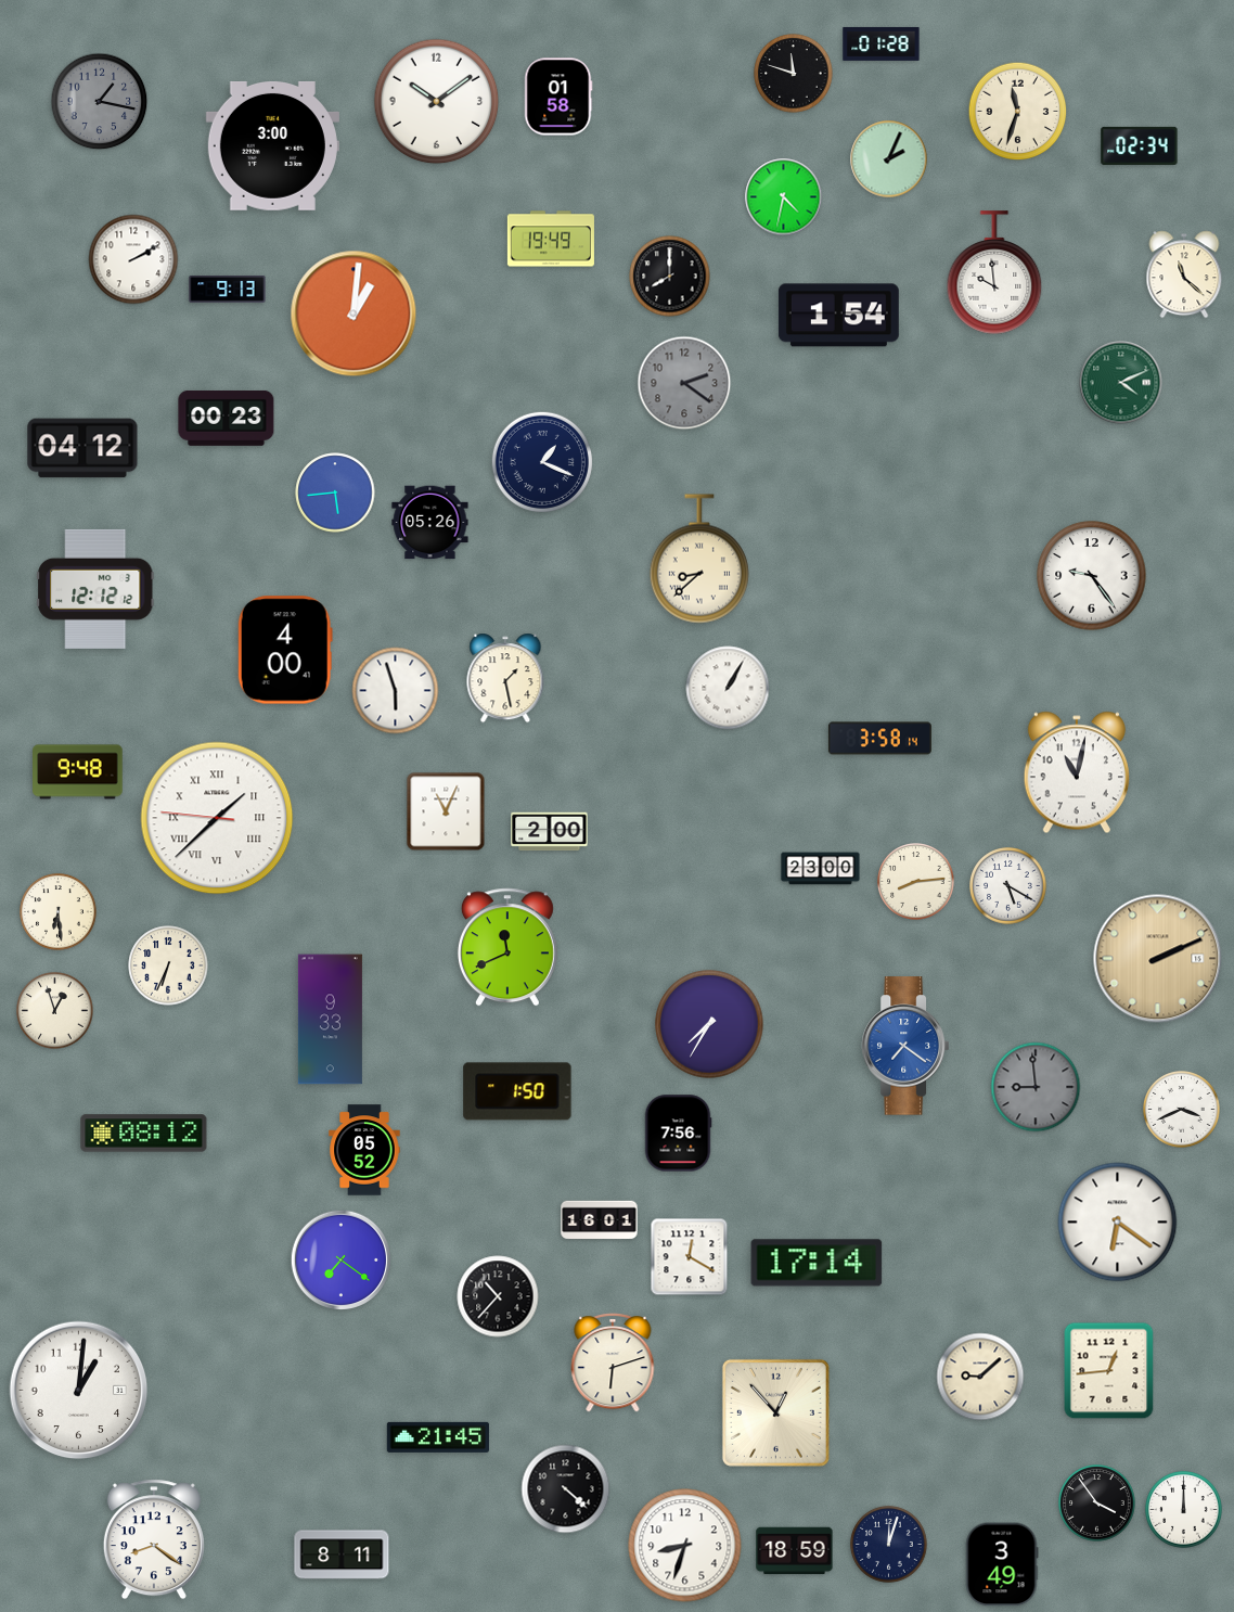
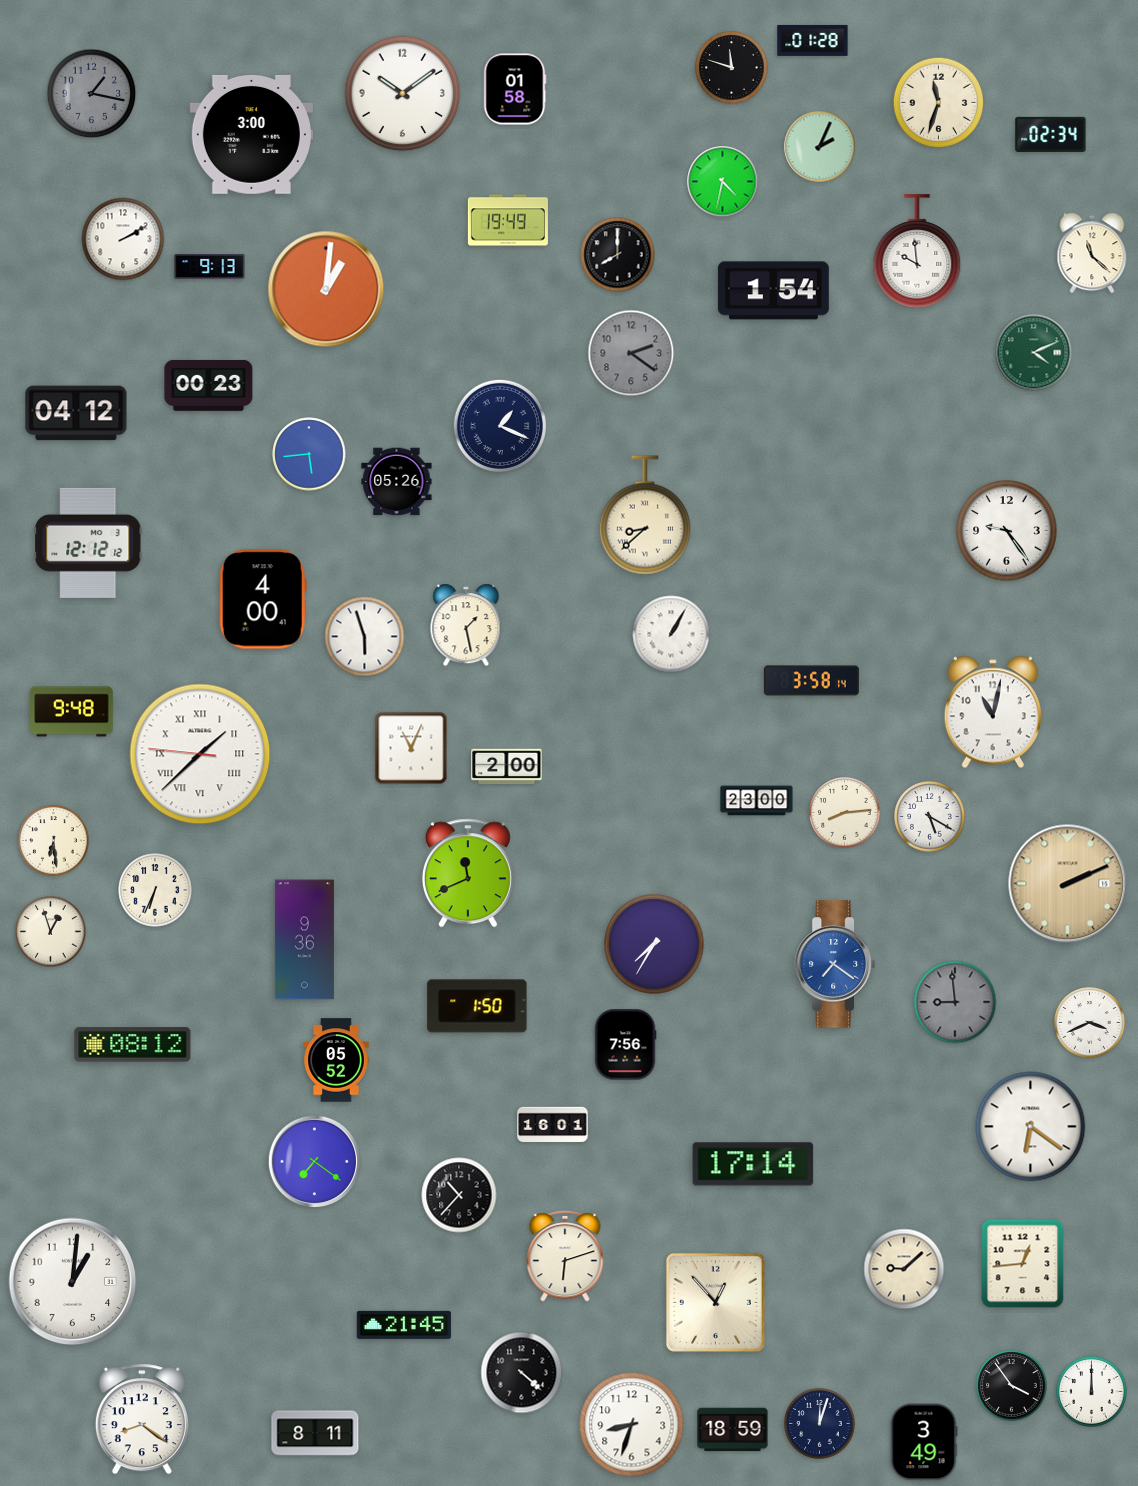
clock at (330, 1020): 9:33 -> 9:36
clock at (690, 1257): 12:20 -> none
